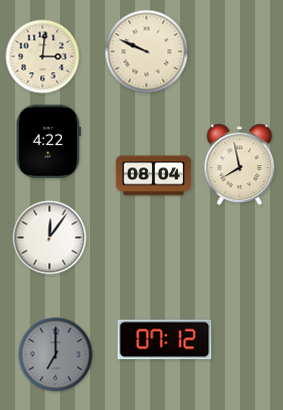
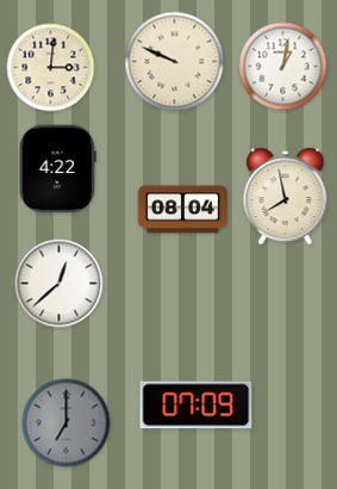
clock at (283, 67): none -> 1:02
clock at (50, 238): 12:06 -> 12:38
clock at (165, 340): 07:12 -> 07:09
